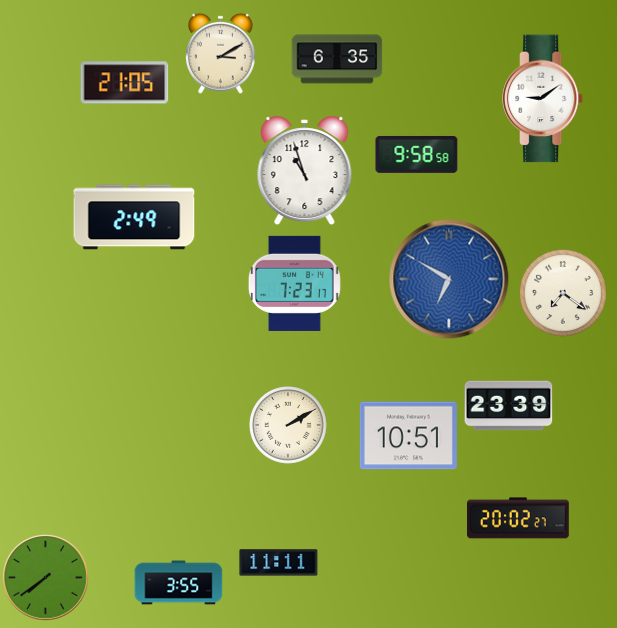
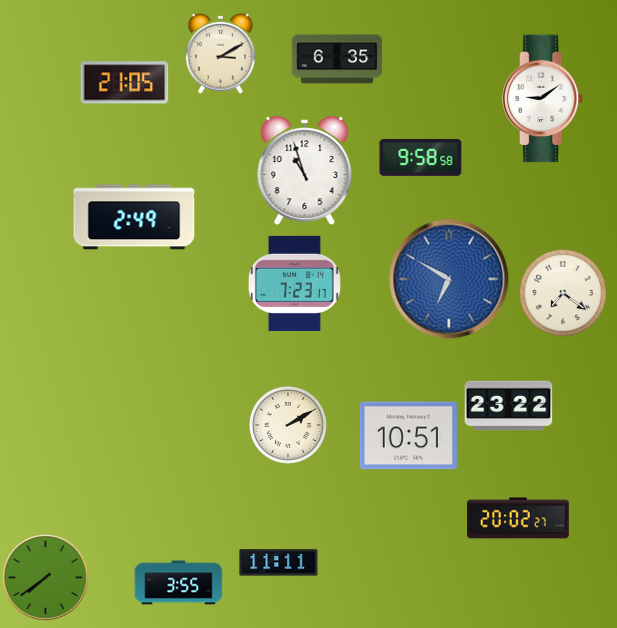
clock at (417, 154) position: (417, 154) -> (421, 157)
clock at (509, 406): 23:39 -> 23:22
